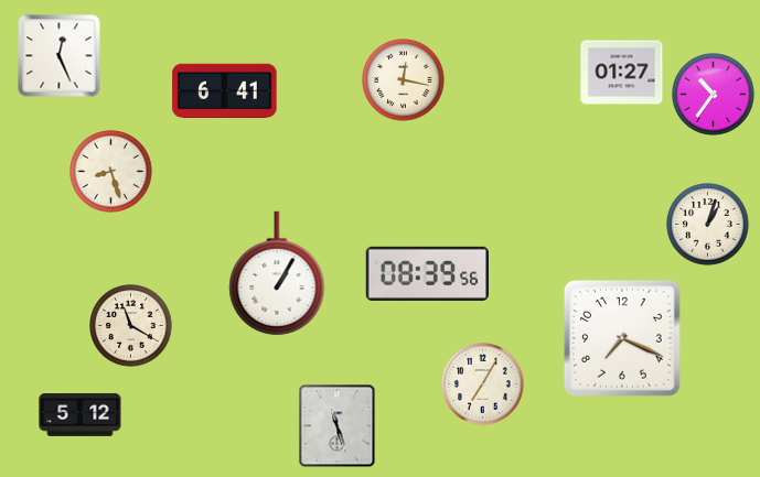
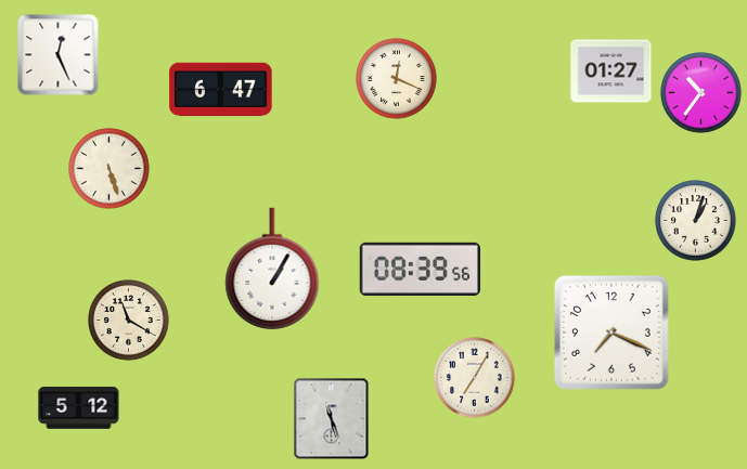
clock at (404, 80): 12:17 -> 12:19
clock at (225, 91): 6:41 -> 6:47
clock at (111, 172): 8:27 -> 5:27
